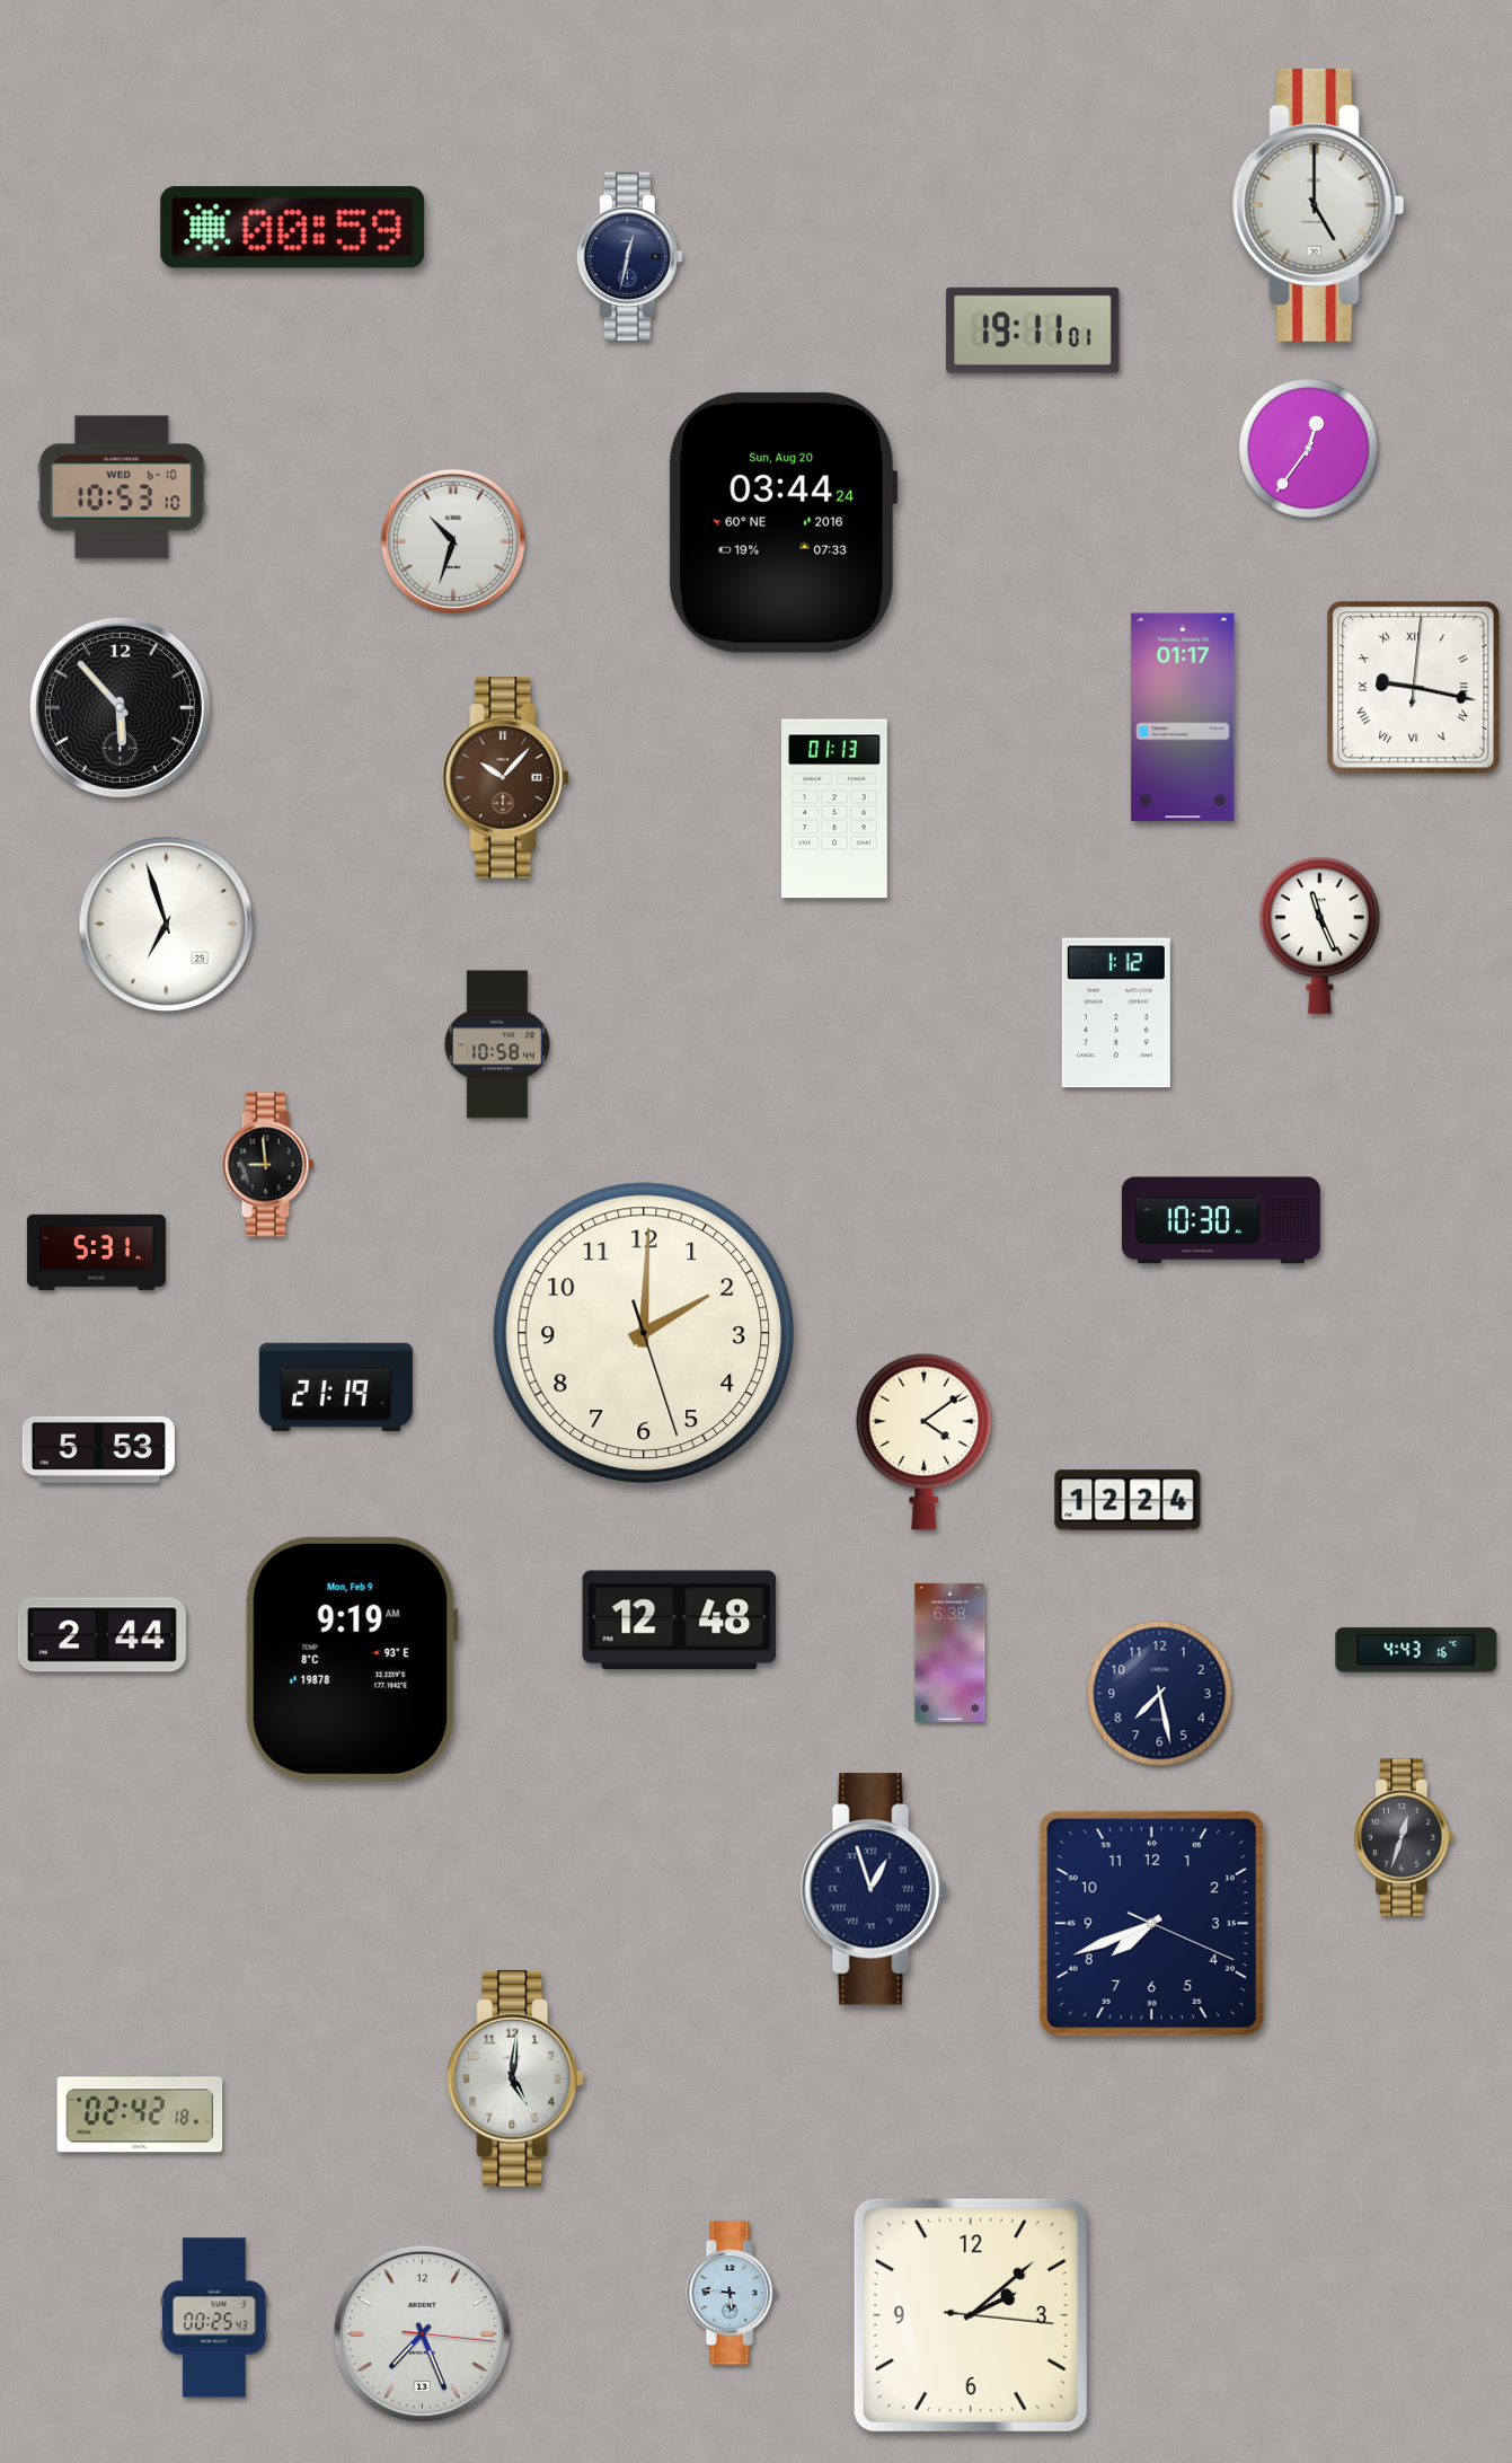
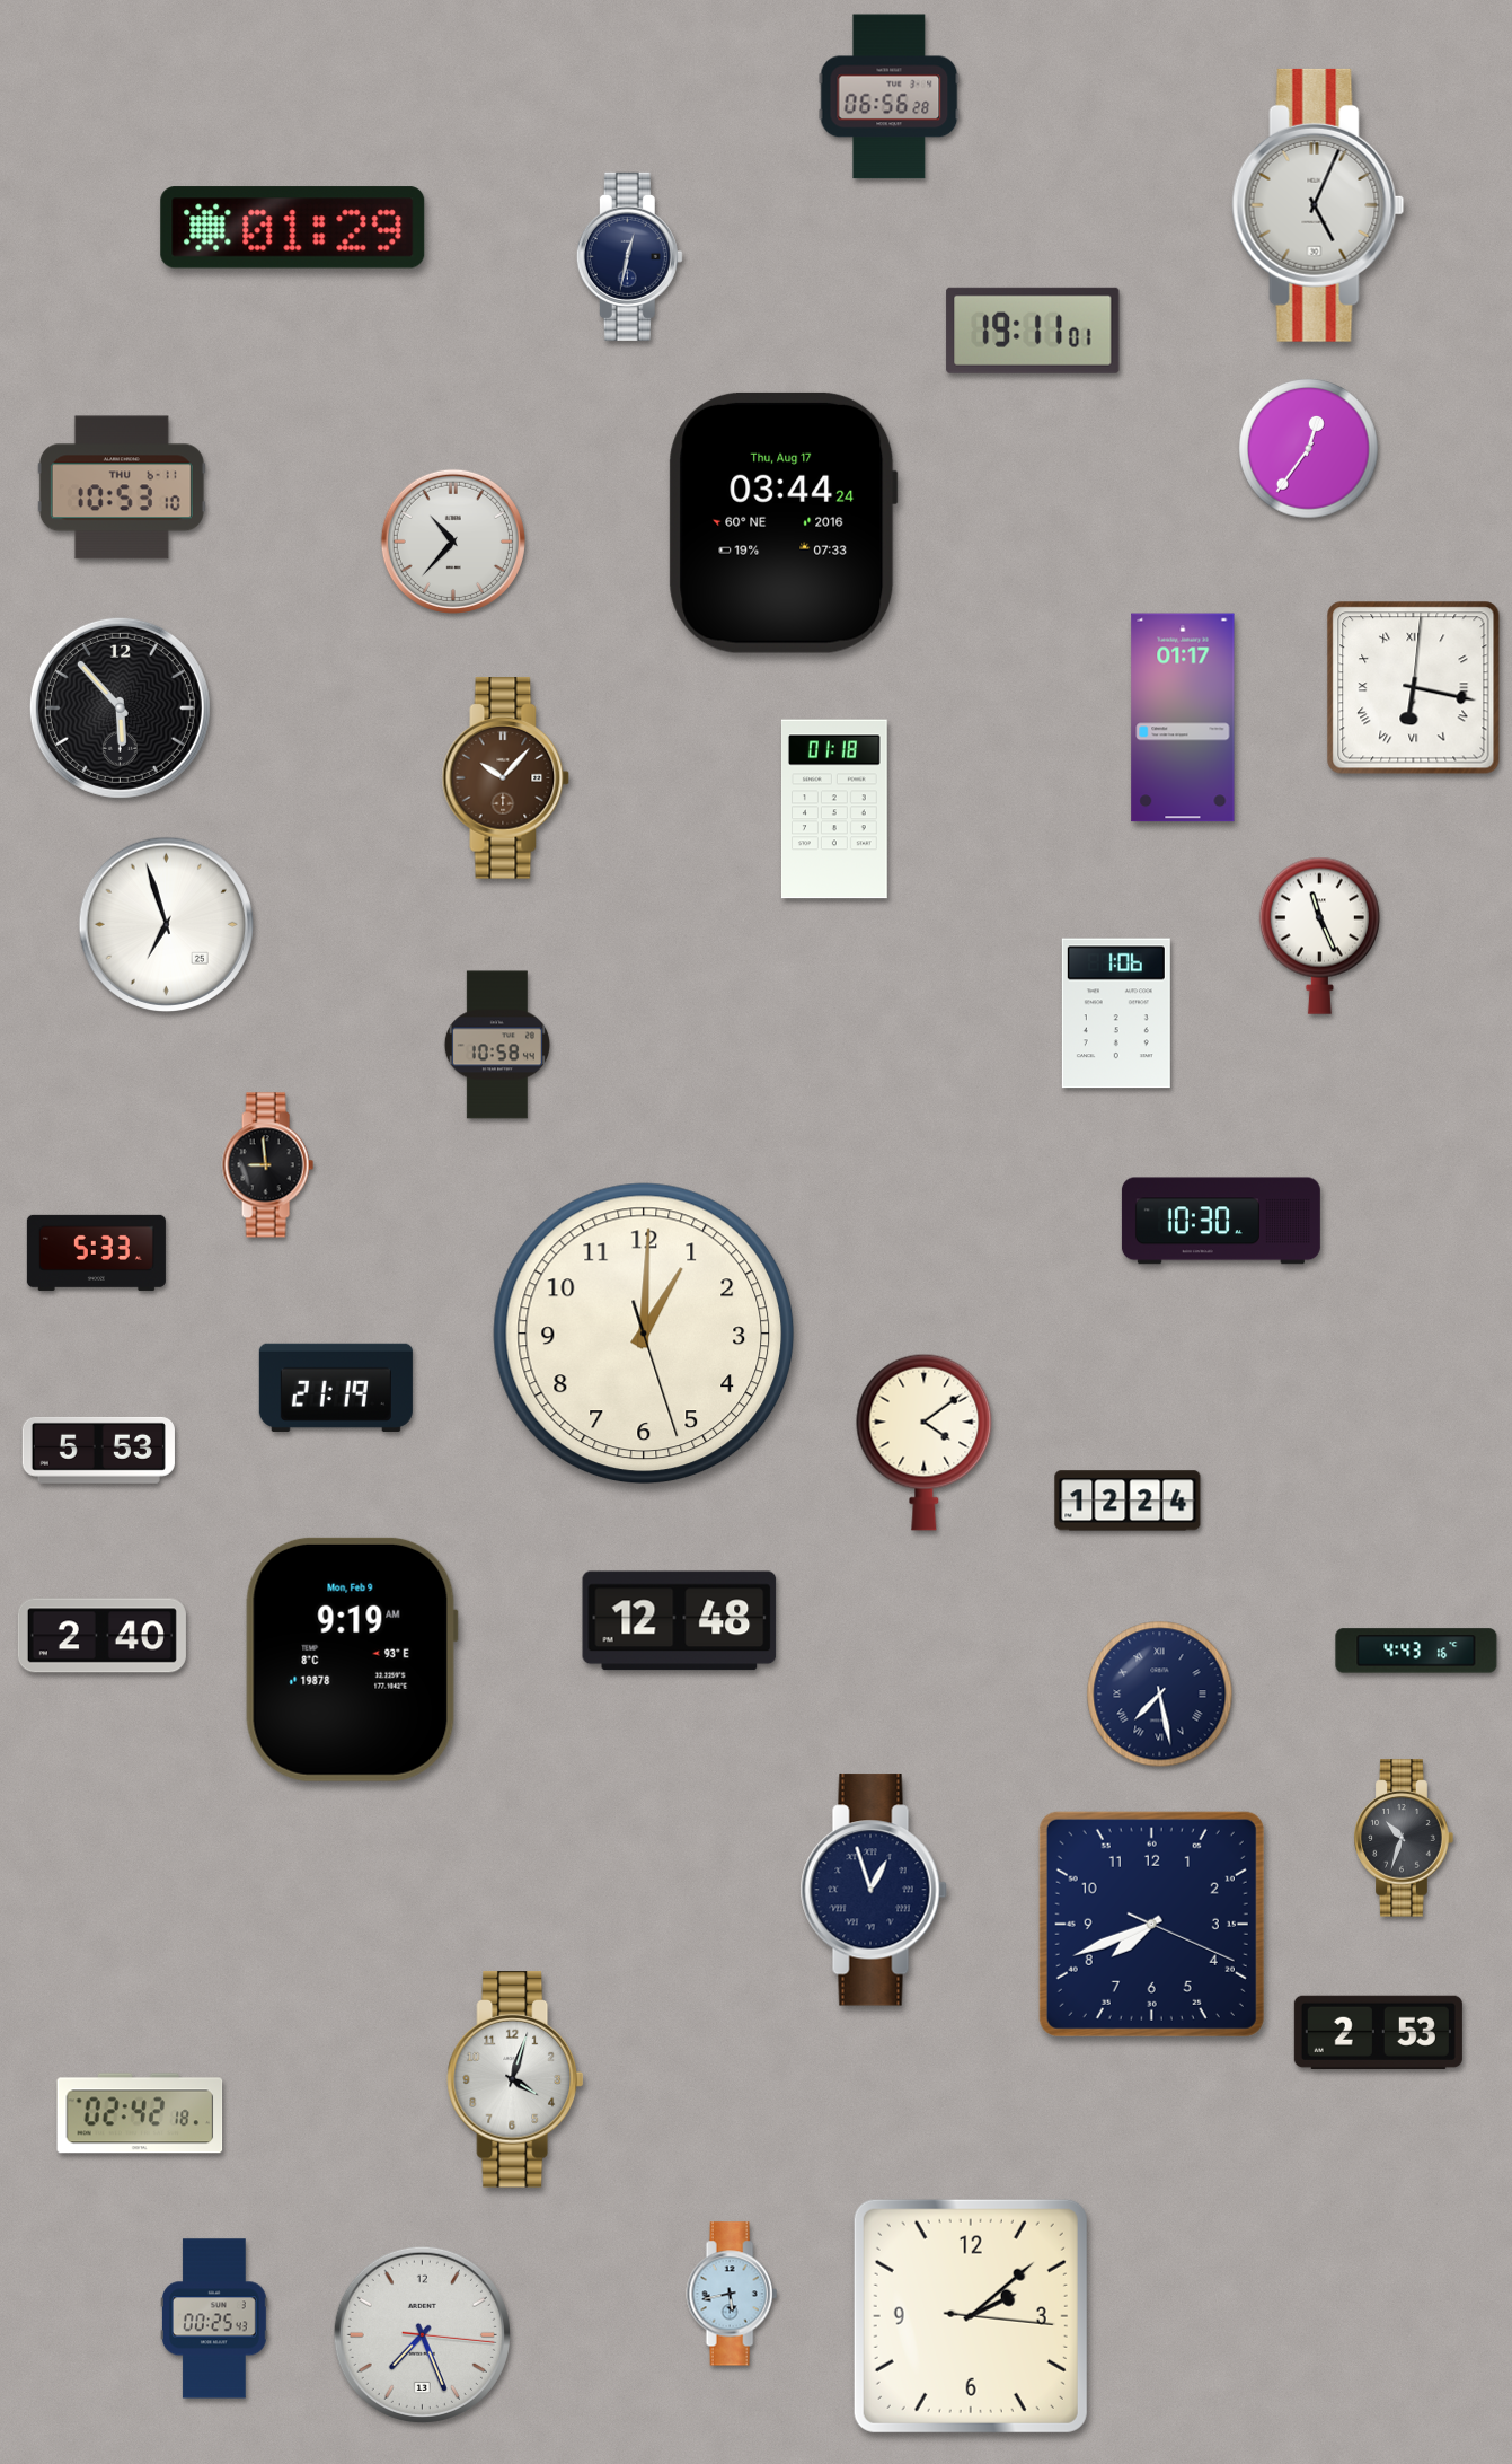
clock at (890, 97): none -> 06:56
clock at (1318, 205): 5:00 -> 5:04
clock at (293, 228): 00:59 -> 01:29
clock at (122, 487) date: WED 6-10 -> THU 6-11
clock at (784, 522) date: Sun, Aug 20 -> Thu, Aug 17
clock at (453, 541): 10:33 -> 10:37
clock at (1414, 688): 9:17 -> 6:17
clock at (834, 809): 01:13 -> 01:18
clock at (1116, 1013): 1:12 -> 1:06
clock at (96, 1252): 5:31 -> 5:33
clock at (644, 1333): 2:00 -> 1:00
clock at (101, 1635): 2:44 -> 2:40
clock at (950, 1652): 6:38 -> none
clock at (1160, 1694) numerals: Arabic -> Roman
clock at (1404, 1837): 12:33 -> 10:33
clock at (1378, 2032): none -> 2:53
clock at (515, 2078): 5:01 -> 4:03
clock at (732, 2293): 5:46 -> 5:43
